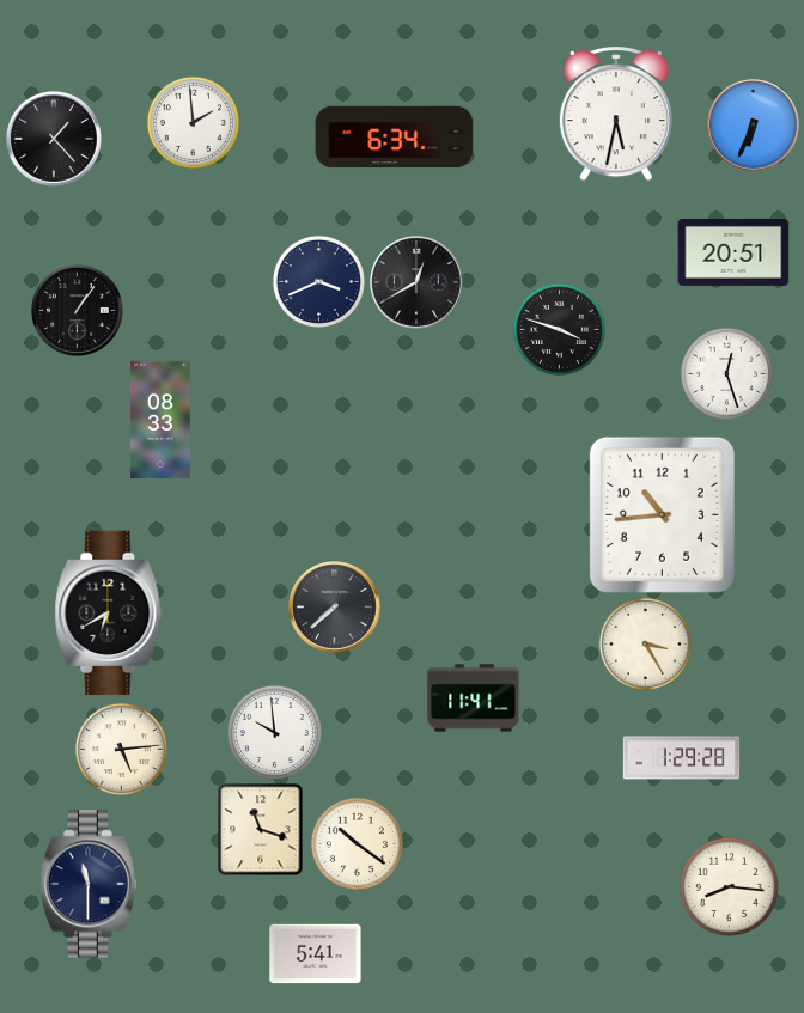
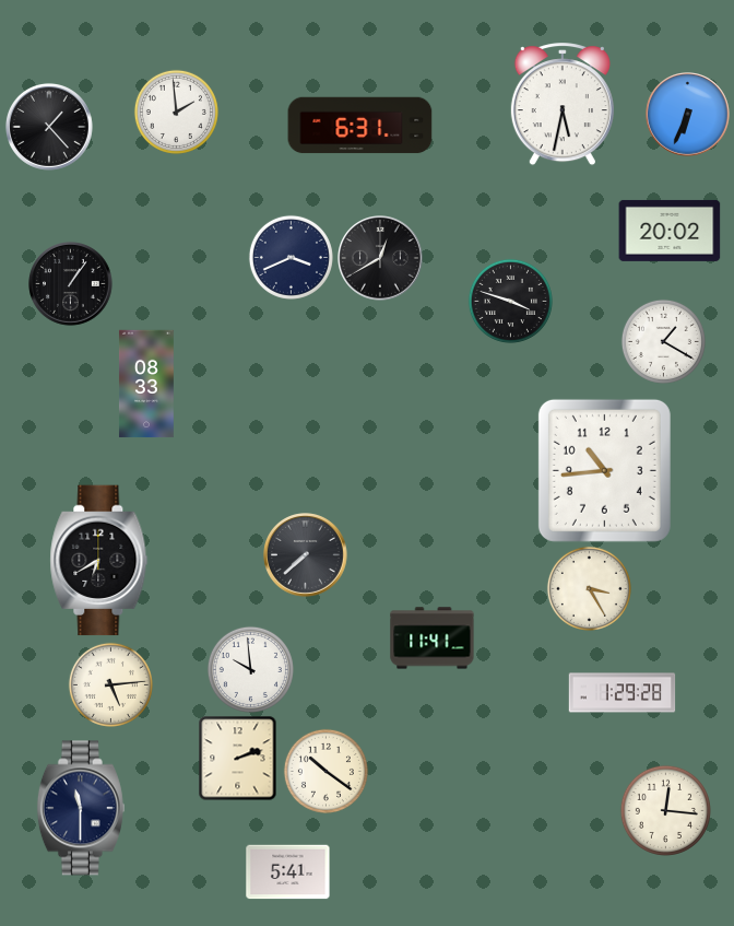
clock at (395, 138): 6:34 -> 6:31
clock at (733, 252): 20:51 -> 20:02
clock at (726, 373): 12:27 -> 1:20
clock at (261, 829): 11:18 -> 2:12
clock at (729, 886): 8:16 -> 12:16
